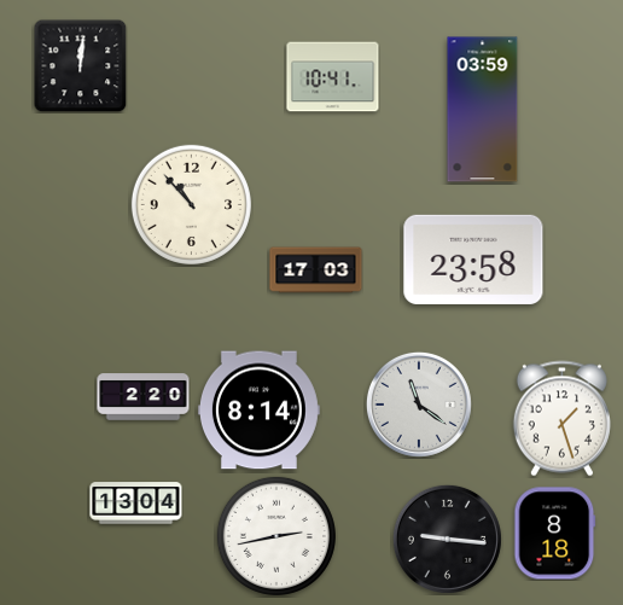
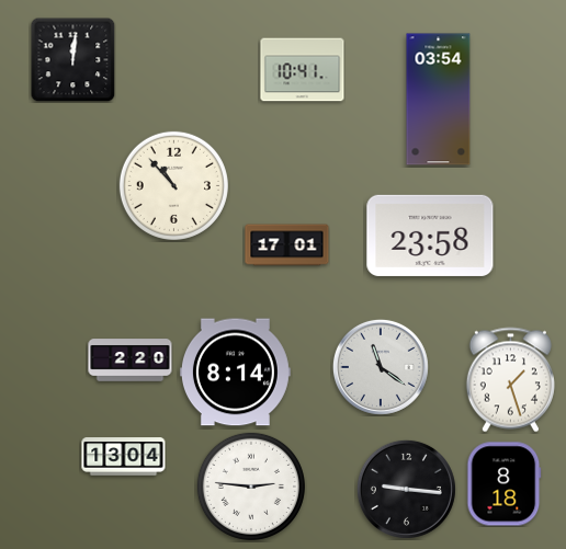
clock at (483, 110): 03:59 -> 03:54
clock at (316, 270): 17:03 -> 17:01
clock at (276, 536): 2:43 -> 2:46
